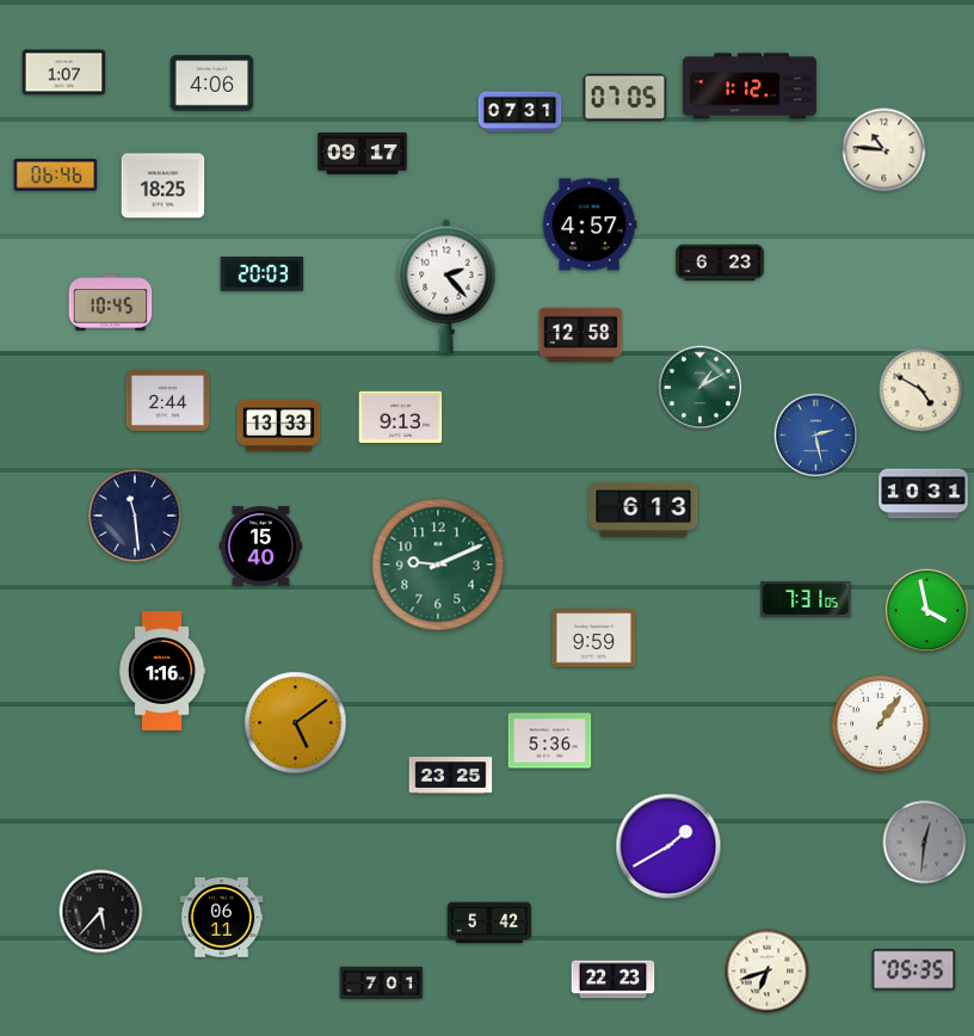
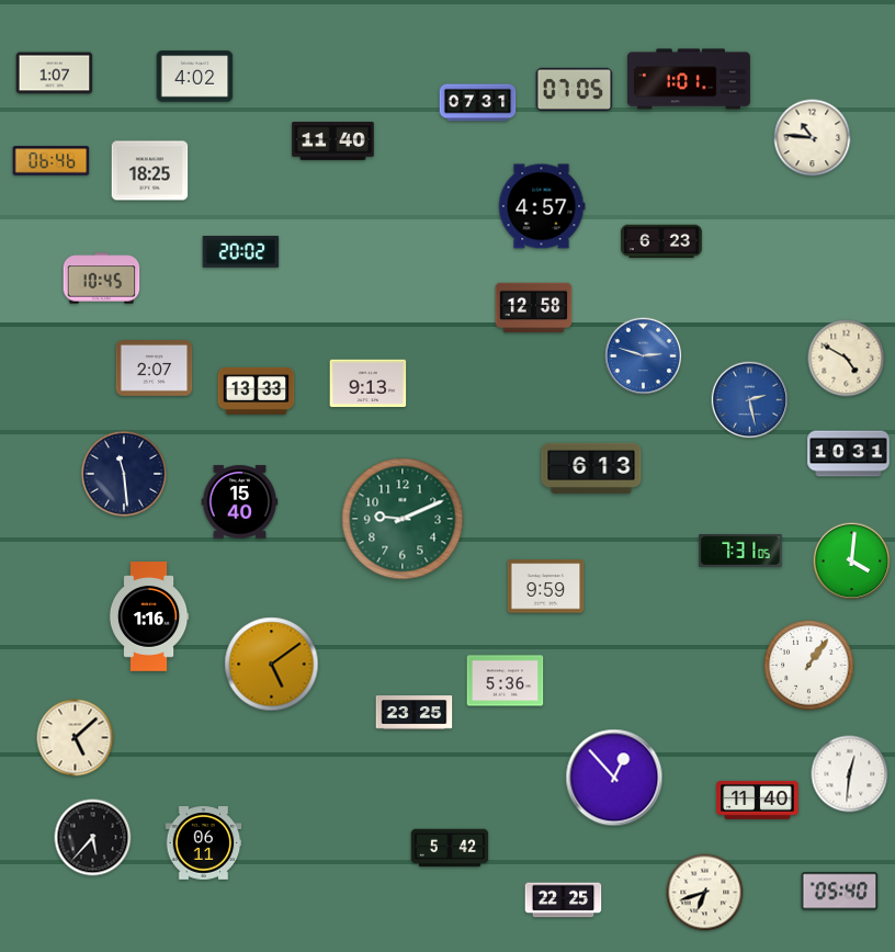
clock at (64, 73) position: (64, 73) -> (55, 73)
clock at (212, 84): 4:06 -> 4:02
clock at (750, 86): 1:12 -> 1:01
clock at (363, 154): 09:17 -> 11:40
clock at (263, 273): 20:03 -> 20:02
clock at (446, 286): 2:23 -> none
clock at (701, 388): 1:10 -> 2:48
clock at (701, 388) dial: green -> blue
clock at (168, 401): 2:44 -> 2:07
clock at (927, 611): 3:58 -> 4:01
clock at (76, 738): none -> 5:08
clock at (925, 843) dial: grey -> white
clock at (668, 846): 1:40 -> 12:53
clock at (758, 800): none -> 11:40
clock at (914, 970): 05:35 -> 05:40
clock at (614, 980): 22:23 -> 22:25
clock at (382, 983): 7:01 -> none
